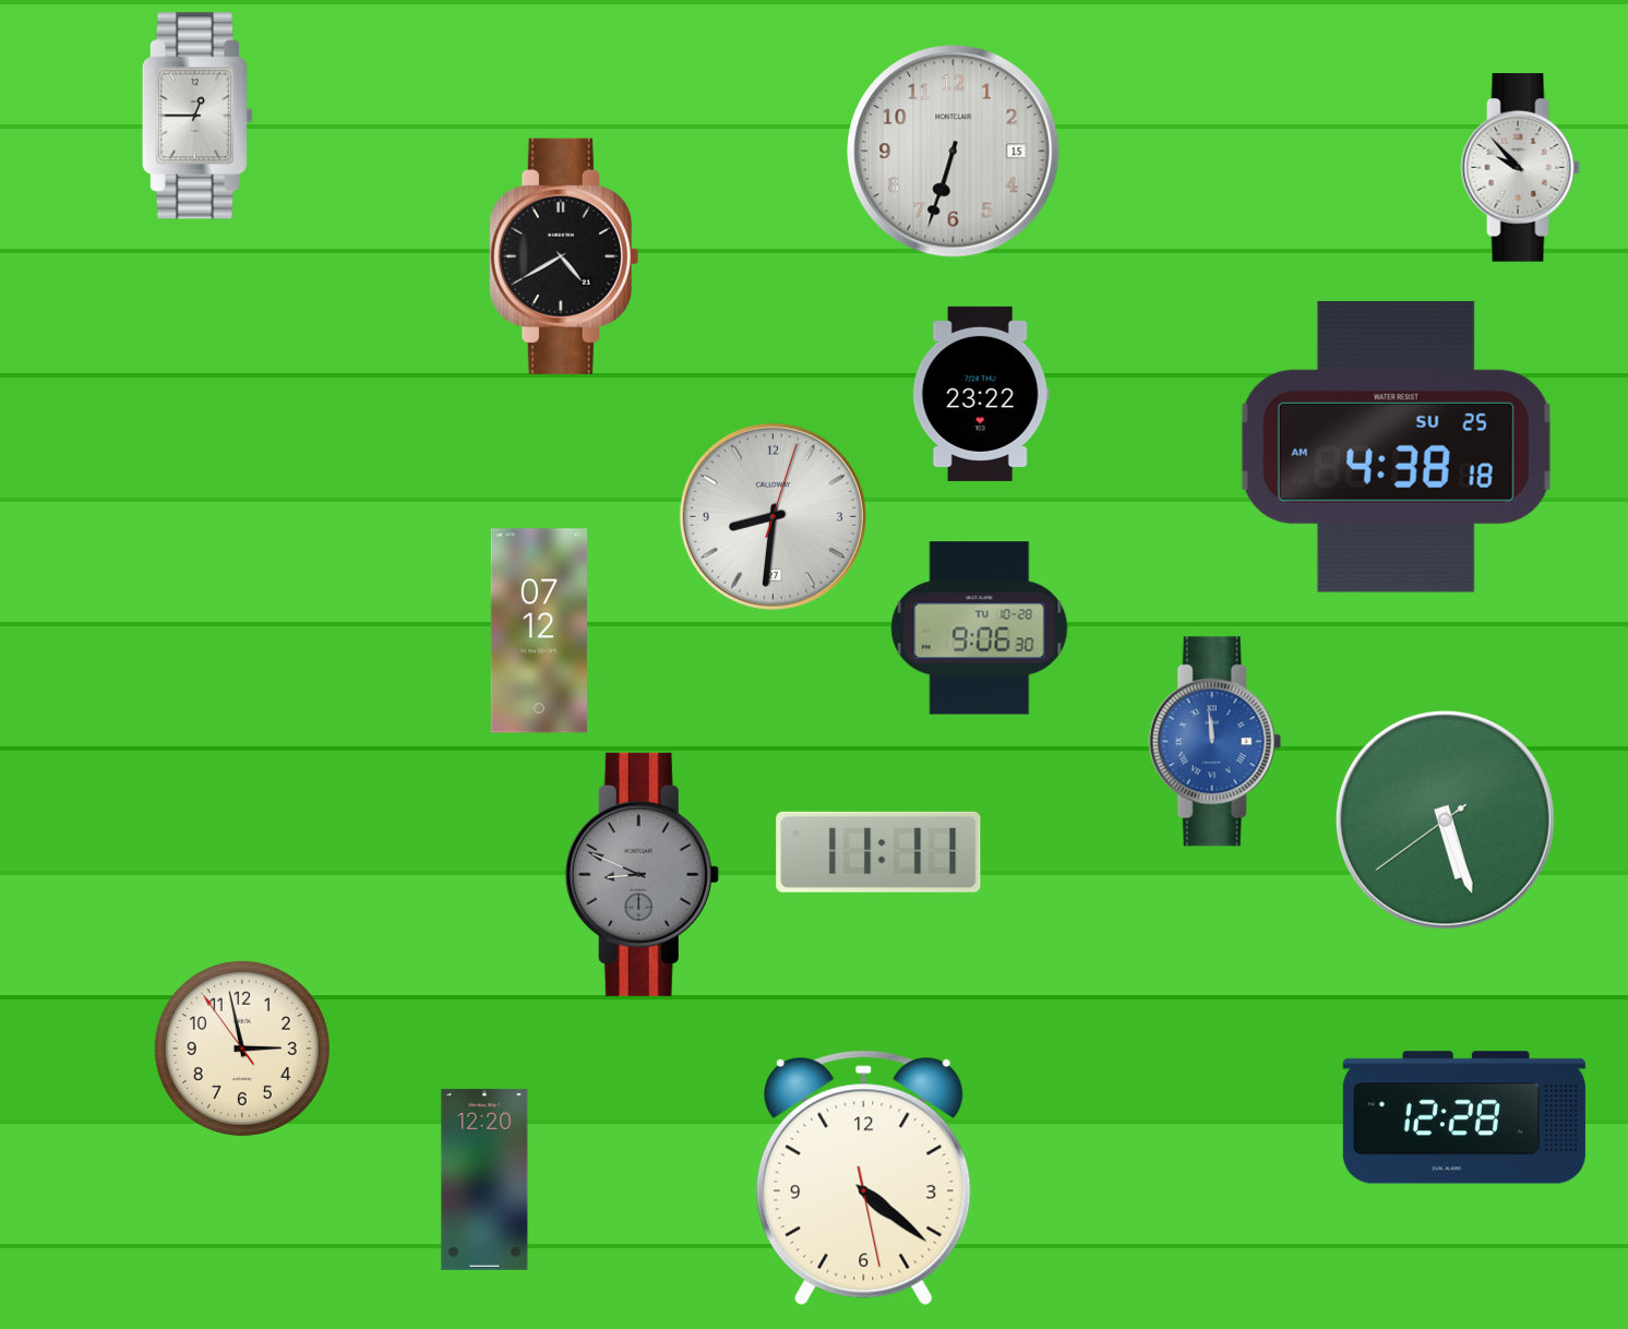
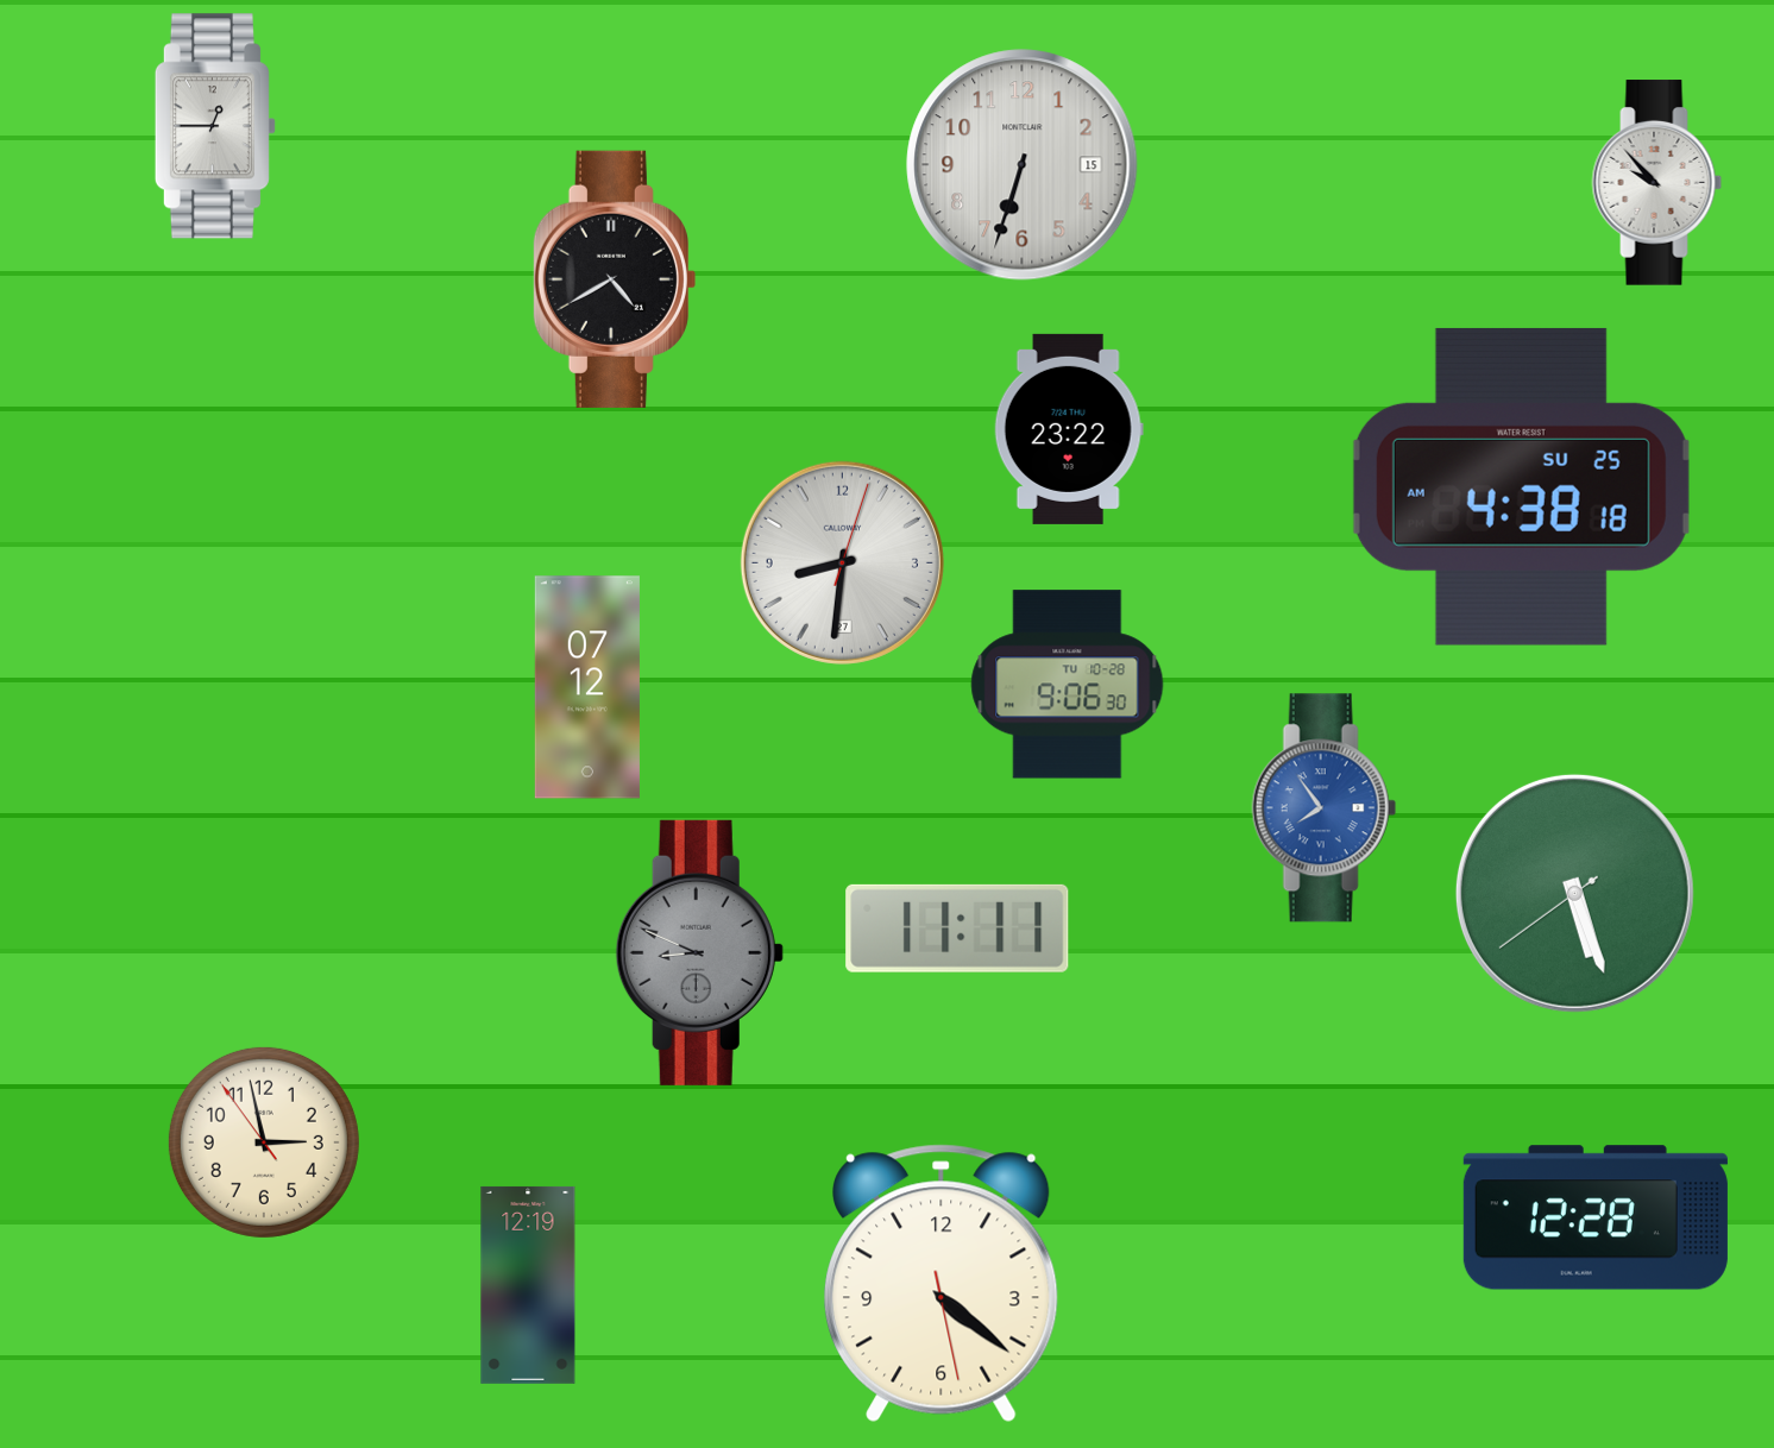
clock at (954, 152) position: (954, 152) -> (1023, 165)
clock at (1214, 742): 11:59 -> 7:54
clock at (484, 1180): 12:20 -> 12:19
